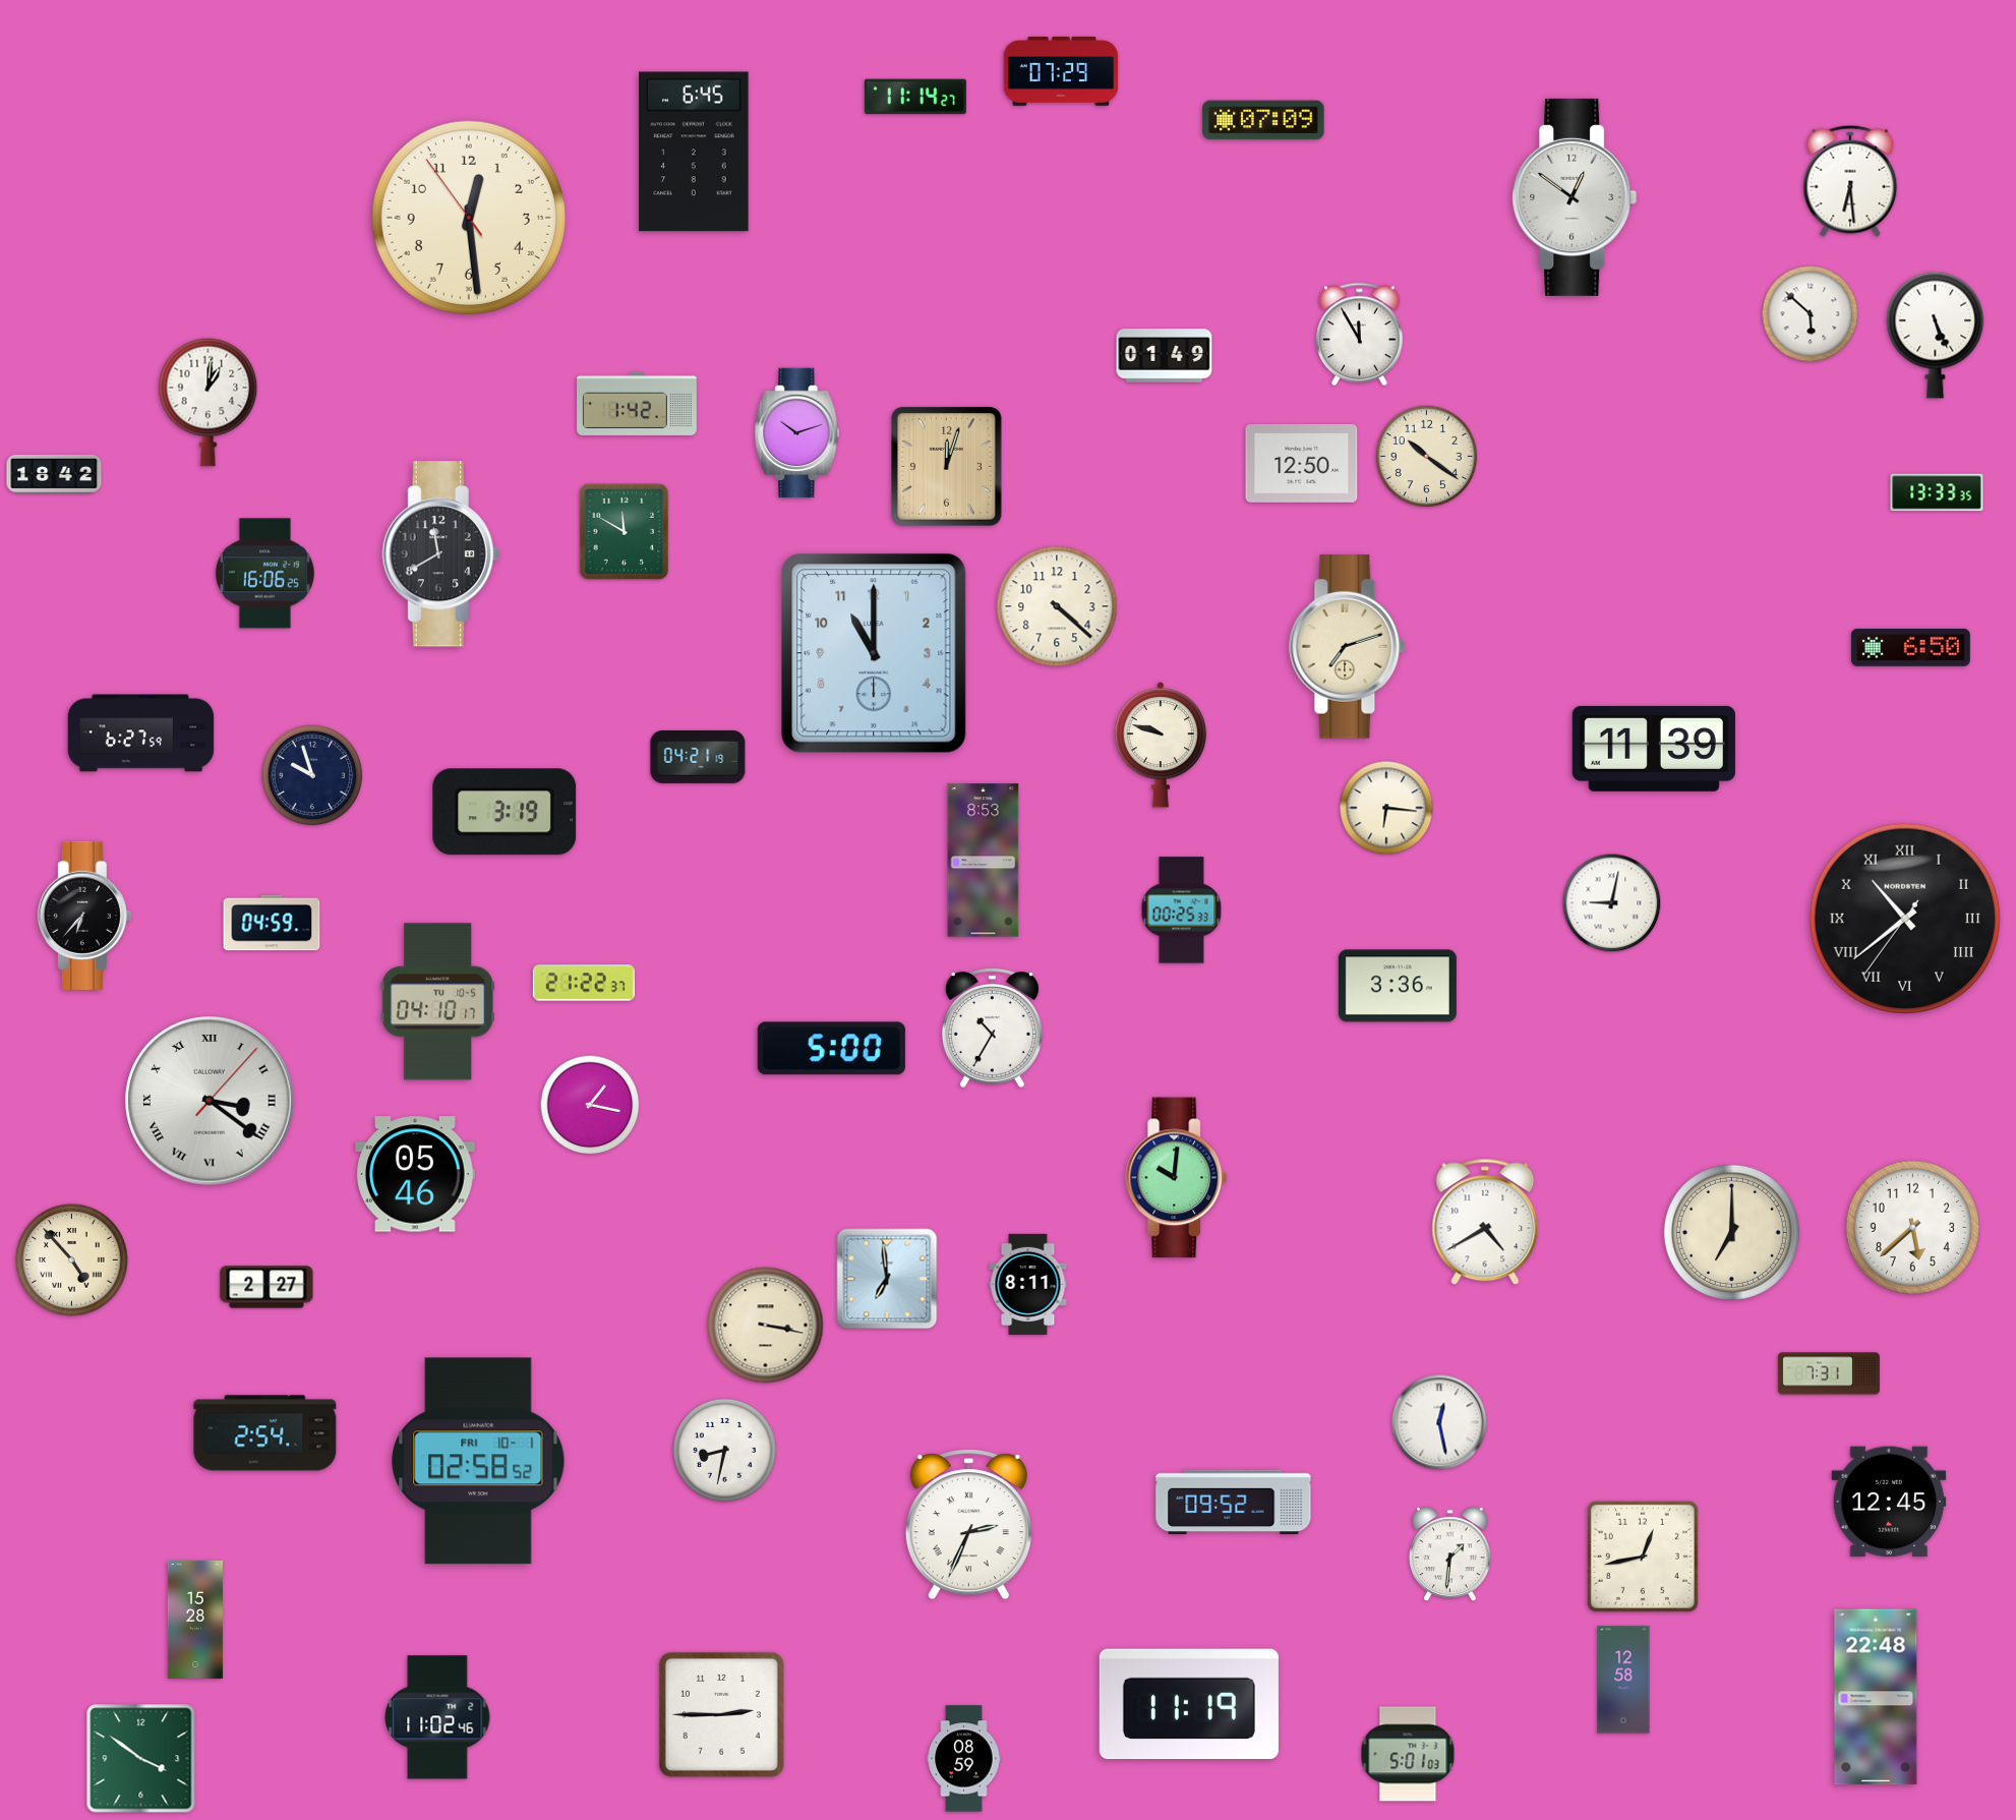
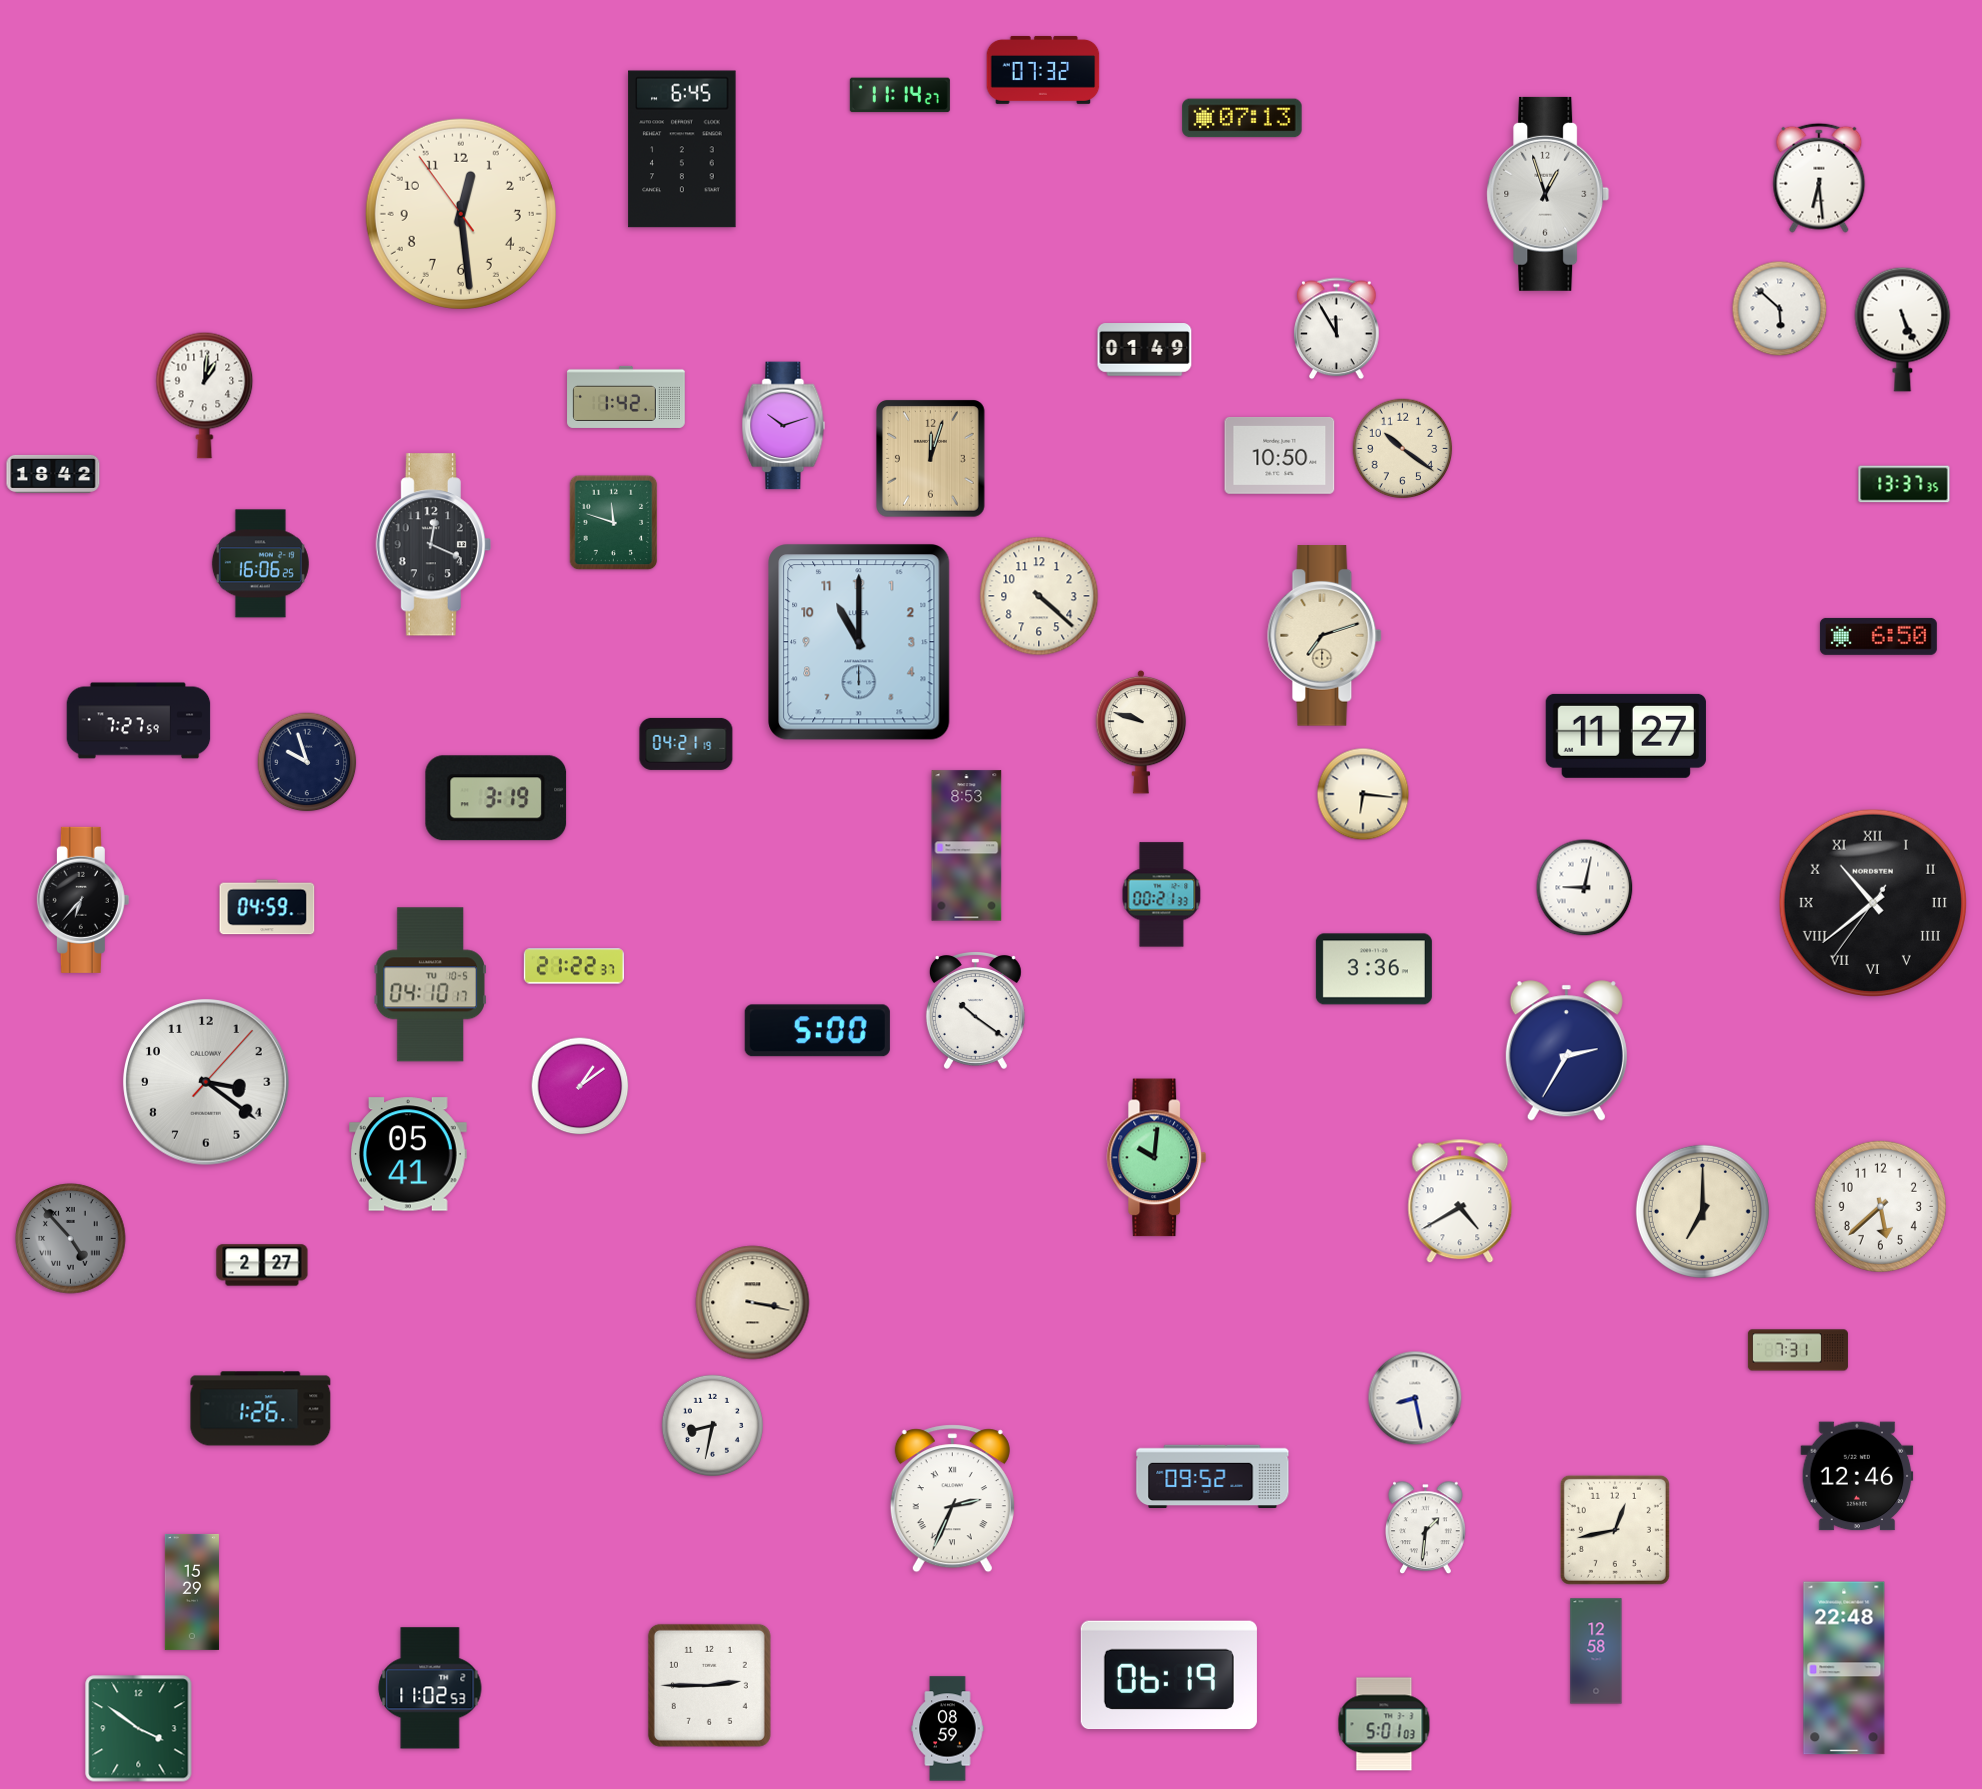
clock at (1061, 71): 07:29 -> 07:32
clock at (1263, 120): 07:09 -> 07:13
clock at (1575, 197): 12:51 -> 12:57
clock at (1302, 463): 12:50 -> 10:50
clock at (54, 474) position: (54, 474) -> (53, 474)
clock at (1937, 492): 13:33 -> 13:37
clock at (625, 532): 11:50 -> 11:48
clock at (440, 554): 11:40 -> 12:19
clock at (141, 733): 6:27 -> 7:27
clock at (1654, 749): 11:39 -> 11:27
clock at (1182, 911): 00:25 -> 00:21
clock at (992, 1028): 10:35 -> 10:21
clock at (1566, 1051): none -> 2:35
clock at (210, 1101) numerals: Roman -> Arabic
clock at (590, 1105): 1:17 -> 1:09
clock at (416, 1174): 05:46 -> 05:41
clock at (72, 1260) dial: cream -> grey
clock at (887, 1279): 6:59 -> none
clock at (1028, 1284): 8:11 -> none
clock at (1439, 1422): 12:28 -> 8:28
clock at (265, 1433): 2:54 -> 1:26
clock at (478, 1461): 02:58 -> none
clock at (1889, 1502): 12:45 -> 12:46
clock at (195, 1620): 15:28 -> 15:29
clock at (1189, 1704): 11:19 -> 06:19
clock at (437, 1717): 11:02:46 -> 11:02:53
